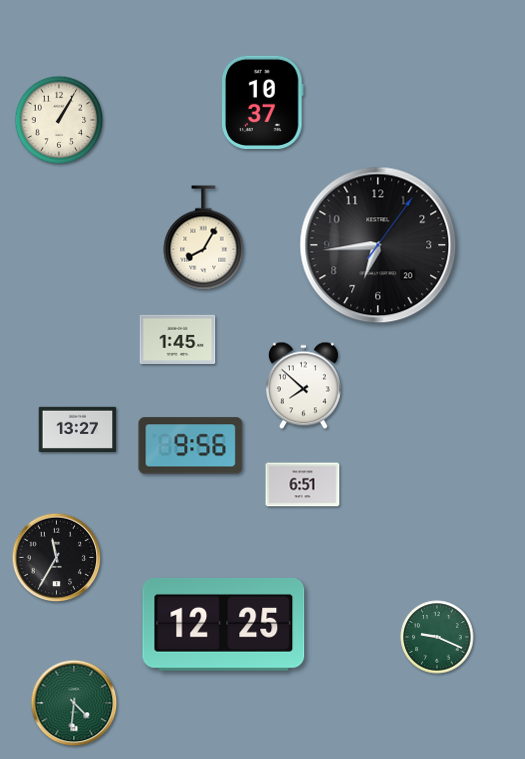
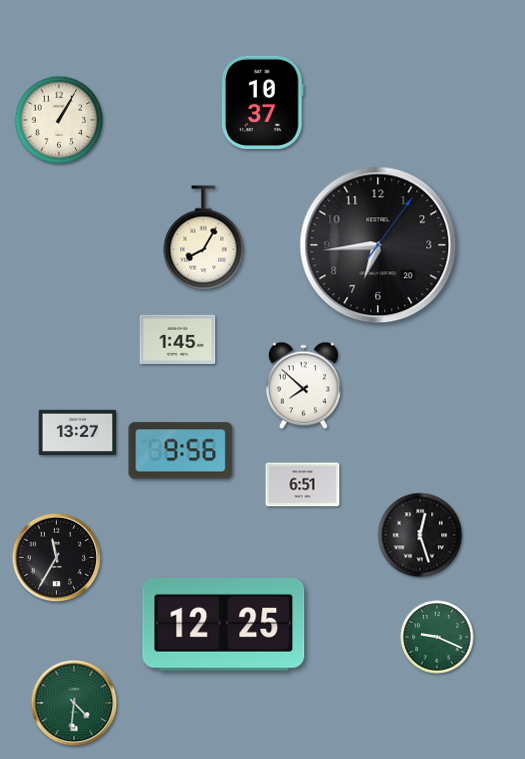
clock at (78, 429) position: (78, 429) -> (78, 432)
clock at (191, 446) position: (191, 446) -> (181, 451)
clock at (420, 535): none -> 12:27
